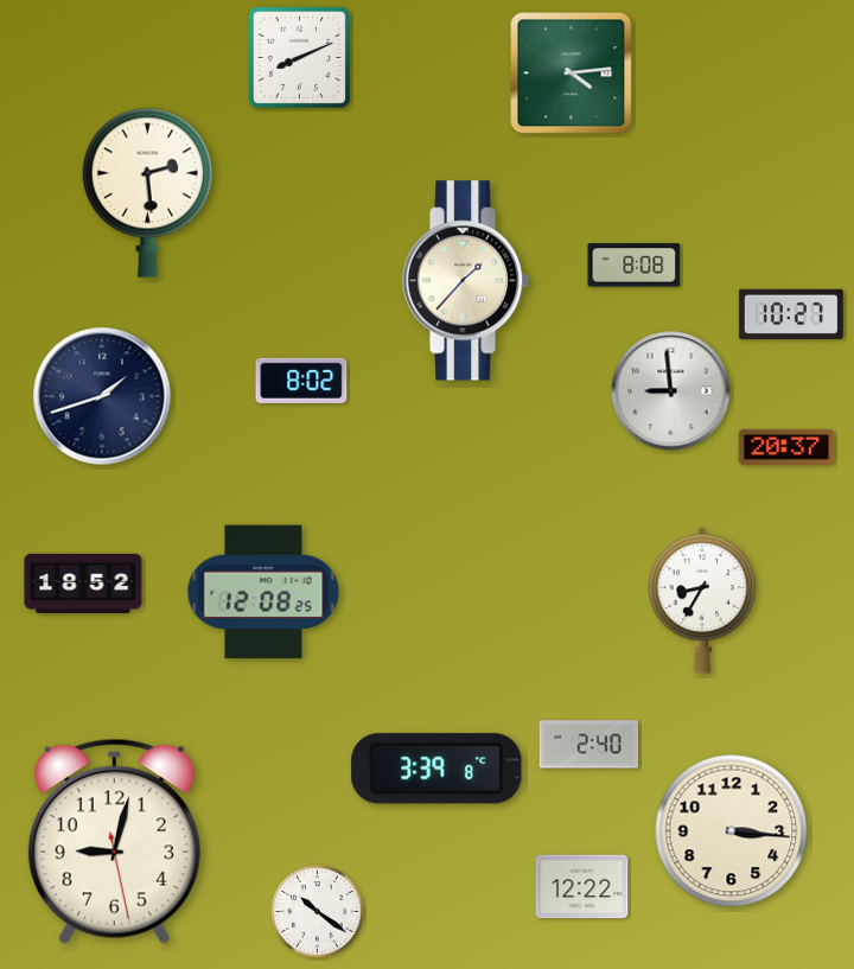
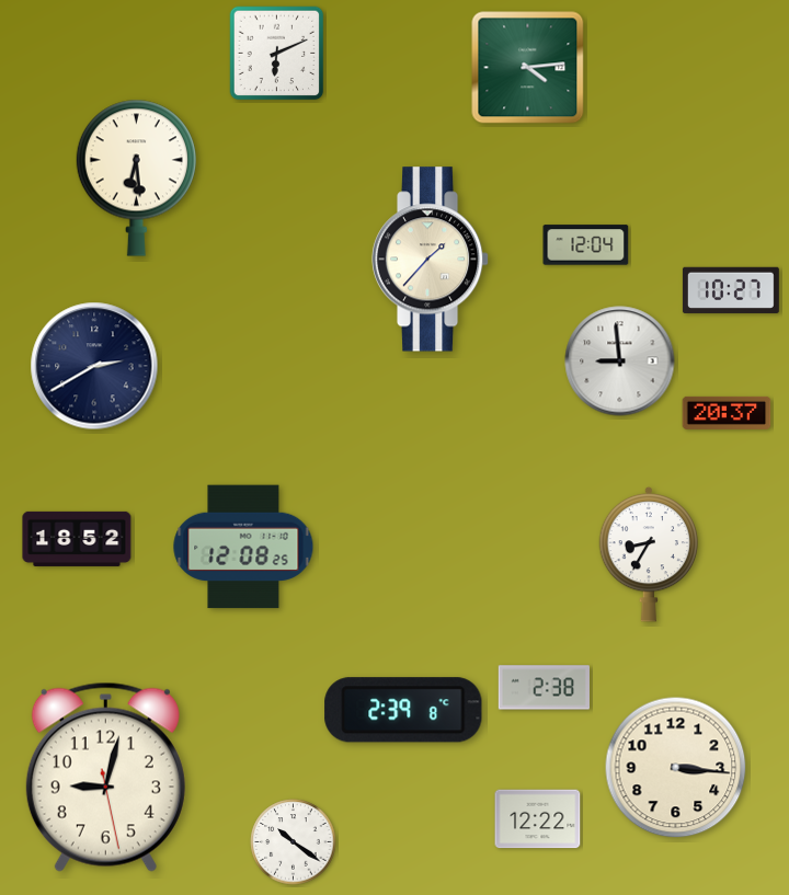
clock at (300, 58): 8:11 -> 6:11
clock at (147, 192): 2:29 -> 6:29
clock at (635, 266): 8:08 -> 12:04
clock at (301, 381): 8:02 -> none
clock at (102, 396): 1:42 -> 2:40
clock at (588, 745): 2:40 -> 2:38
clock at (436, 769): 3:39 -> 2:39
